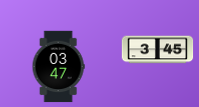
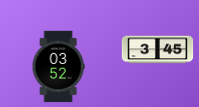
clock at (58, 67): 03:47 -> 03:52
